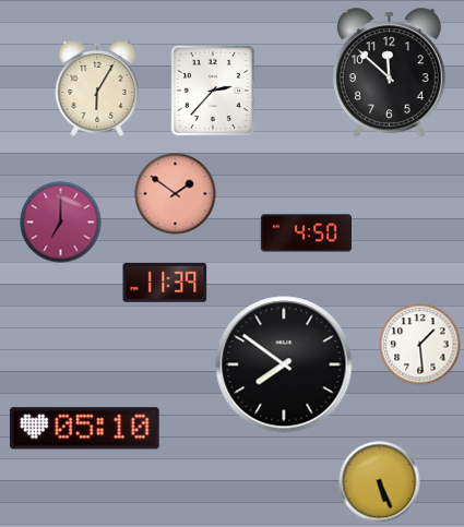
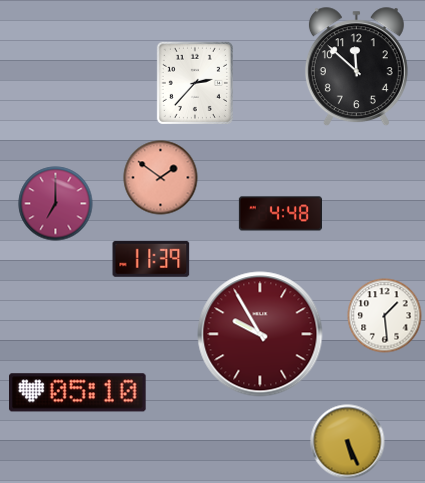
clock at (97, 88): 6:05 -> none
clock at (306, 233): 4:50 -> 4:48
clock at (284, 364): 7:51 -> 9:55
clock at (284, 364) dial: black -> burgundy
